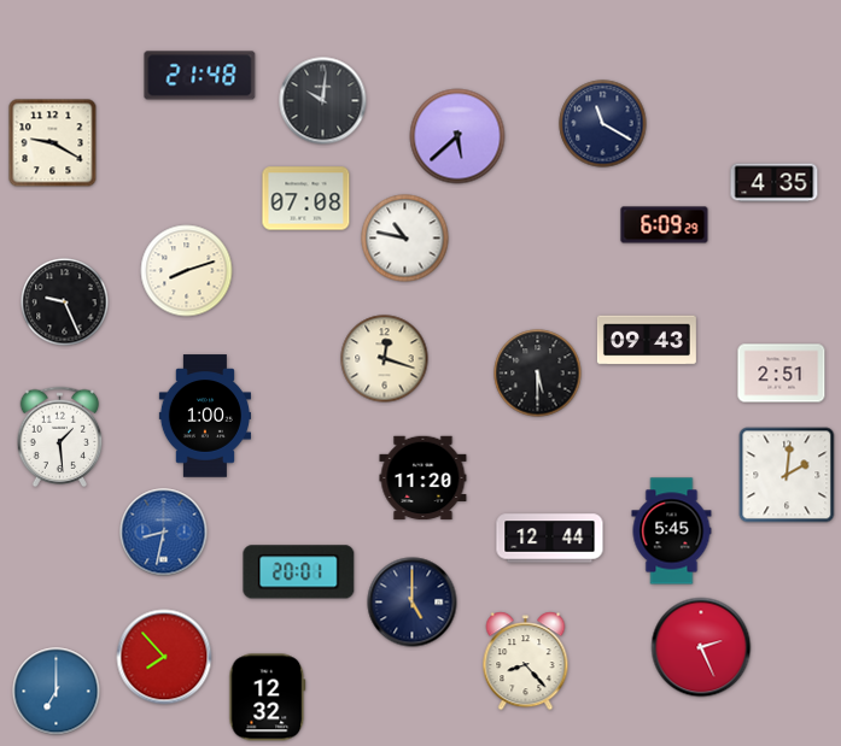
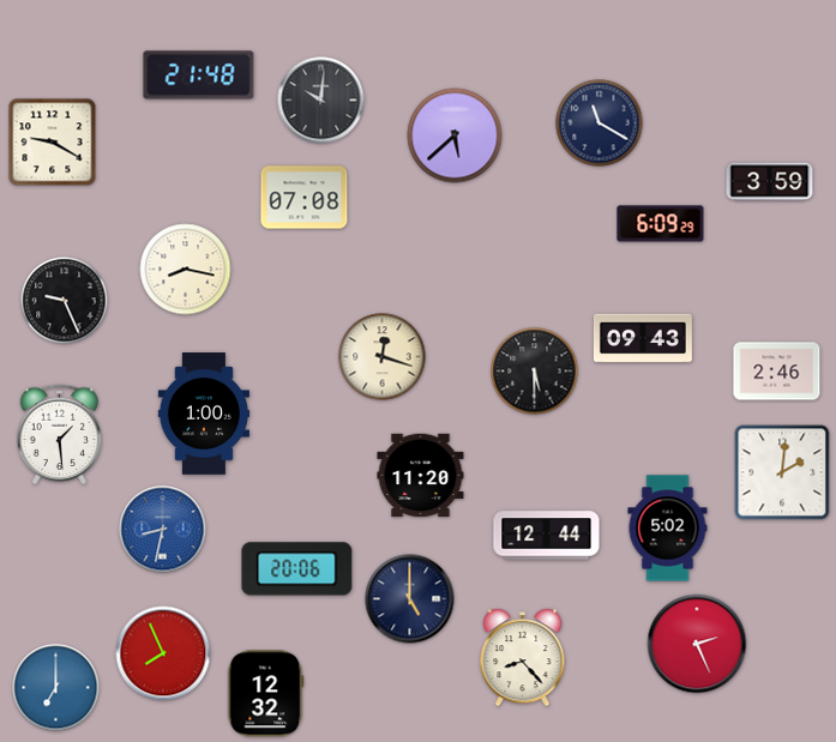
clock at (775, 183): 4:35 -> 3:59
clock at (405, 239): 10:47 -> none
clock at (187, 271): 8:12 -> 8:17
clock at (782, 374): 2:51 -> 2:46
clock at (672, 531): 5:45 -> 5:02
clock at (299, 572): 20:01 -> 20:06
clock at (164, 657): 7:53 -> 7:56
